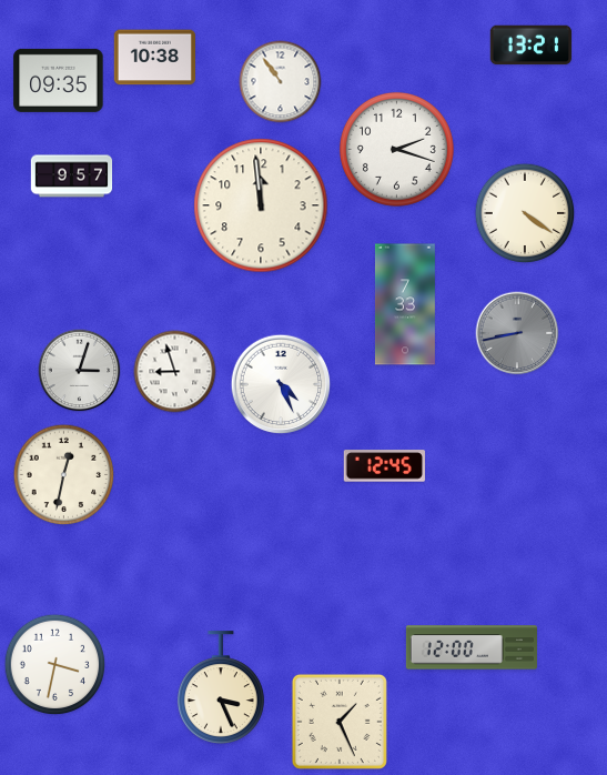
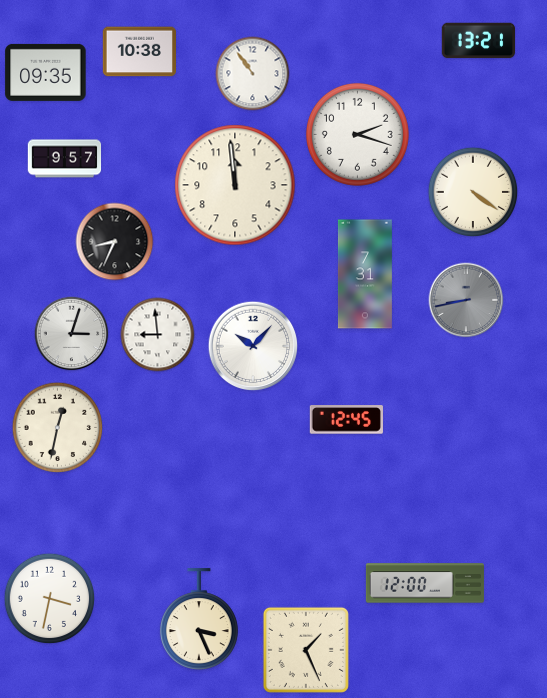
clock at (59, 80) position: (59, 80) -> (46, 72)
clock at (115, 242): none -> 8:34
clock at (405, 304): 7:33 -> 7:31
clock at (175, 372): 8:57 -> 8:59
clock at (281, 384): 4:26 -> 10:07
